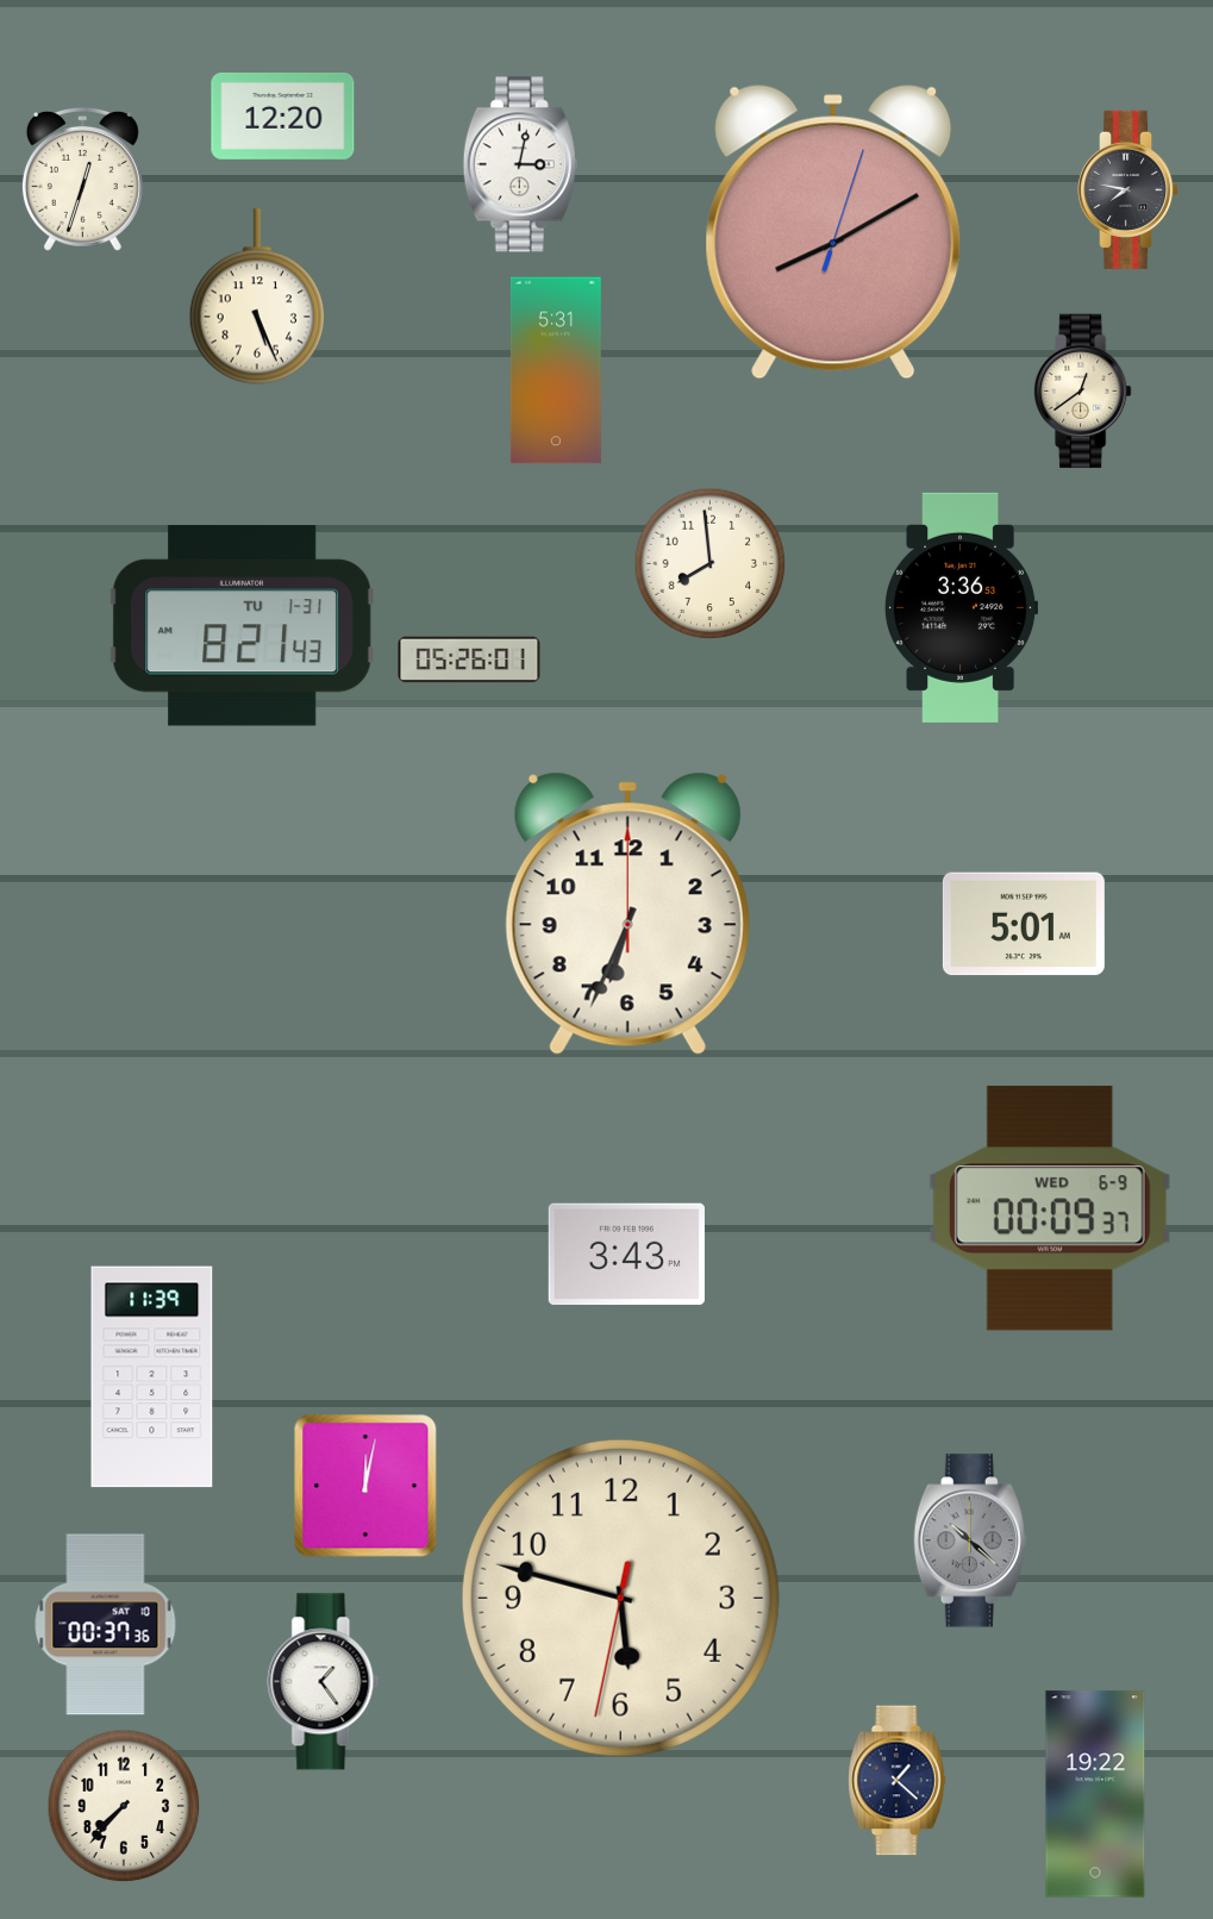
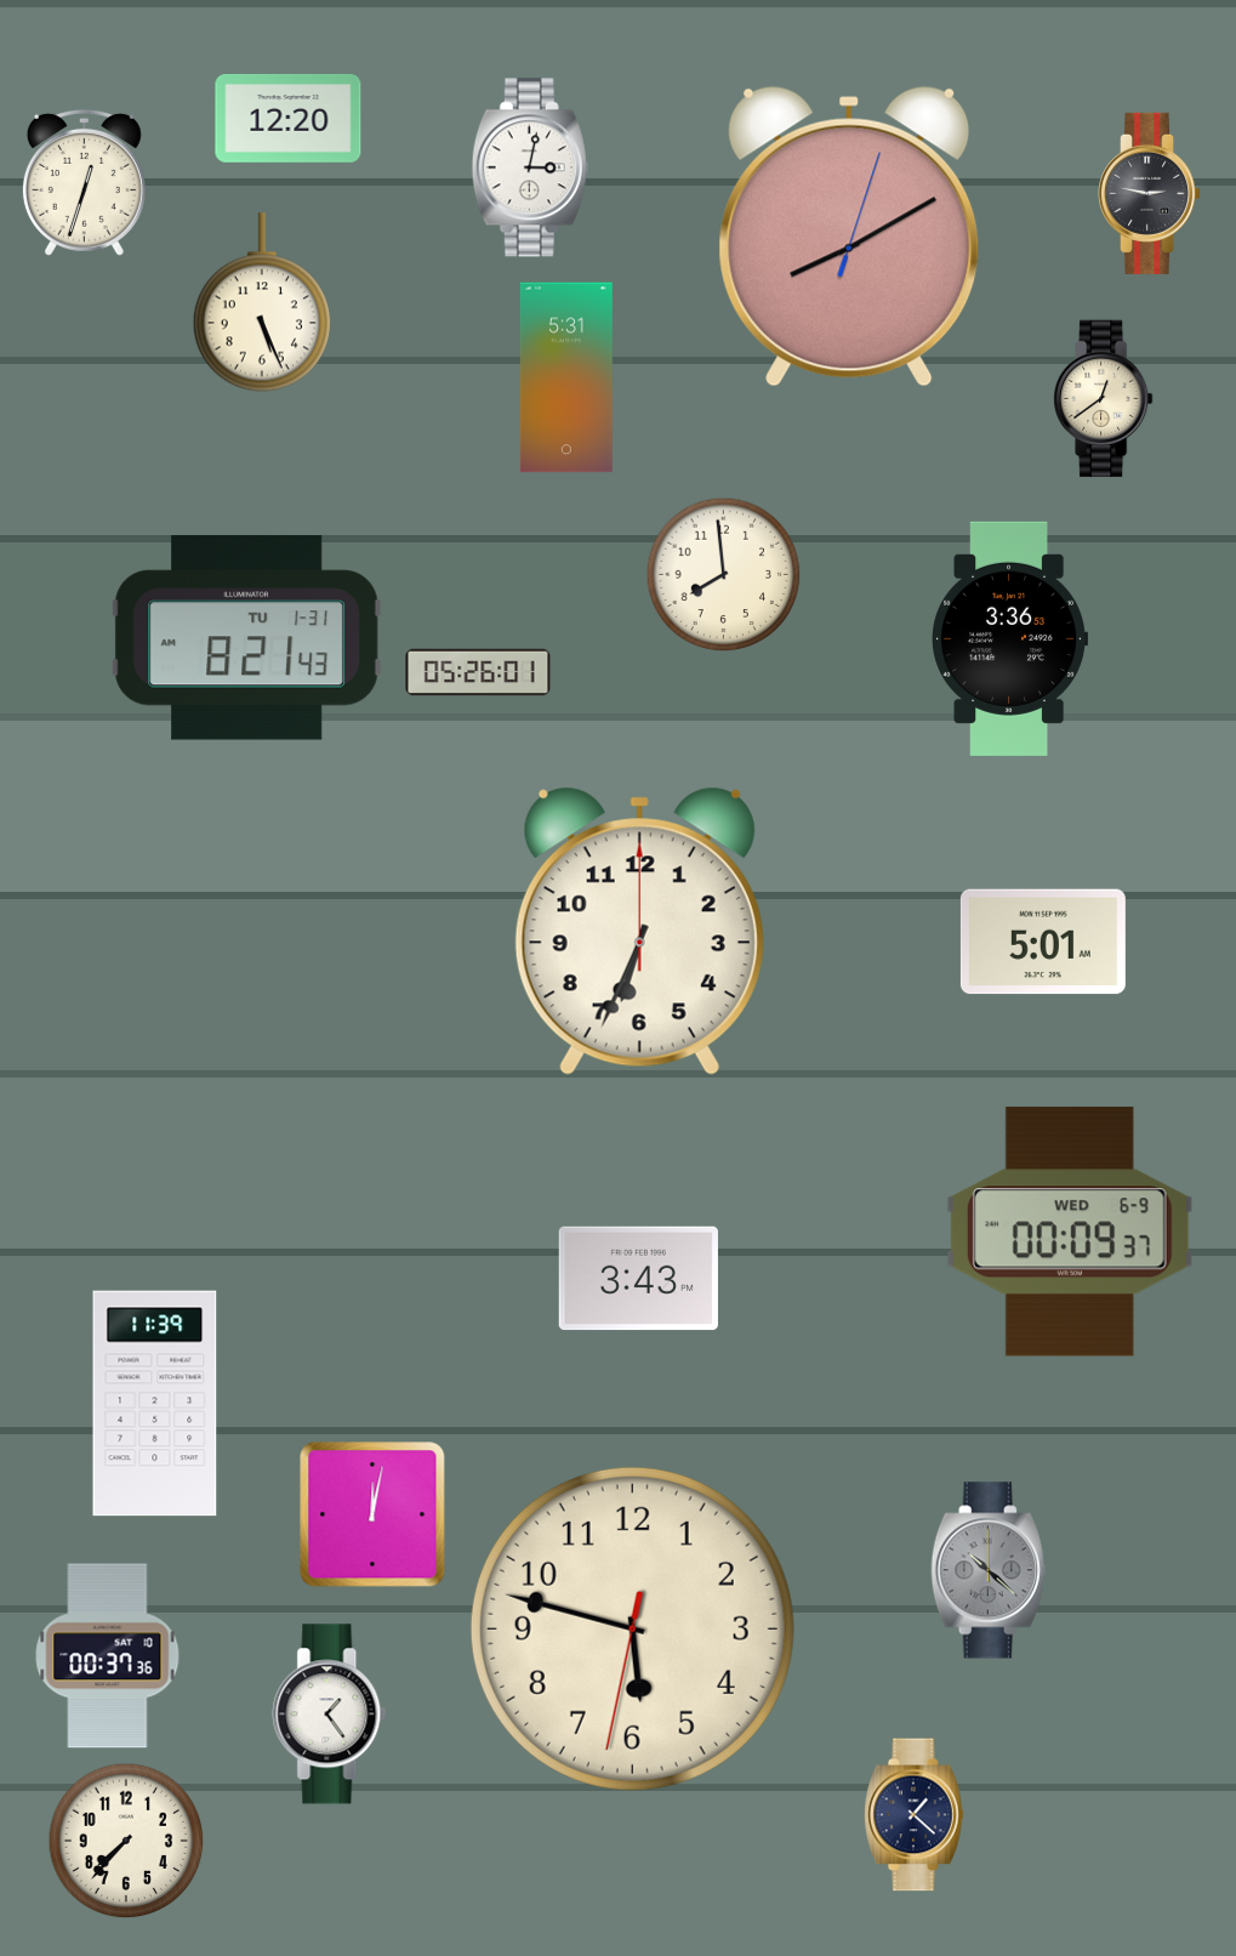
clock at (1128, 189): 7:47 -> 2:47
clock at (961, 607) position: (961, 607) -> (1009, 638)
clock at (1095, 1794): 19:22 -> none
